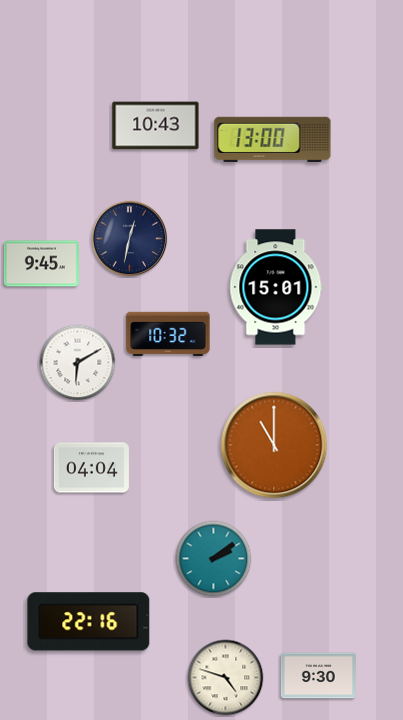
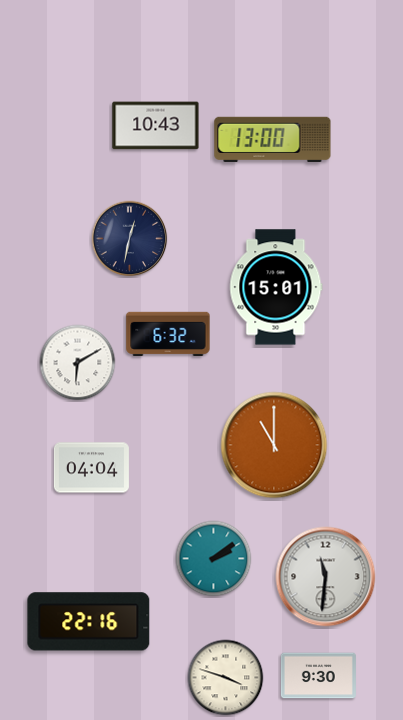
clock at (41, 264): 9:45 -> none
clock at (168, 333): 10:32 -> 6:32
clock at (326, 577): none -> 11:31
clock at (226, 678): 4:48 -> 3:48
